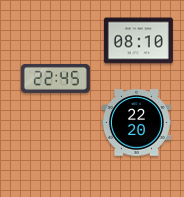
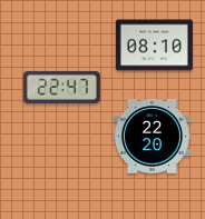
clock at (55, 78): 22:45 -> 22:47
